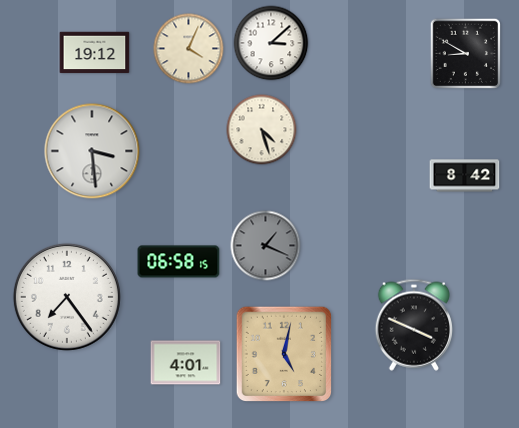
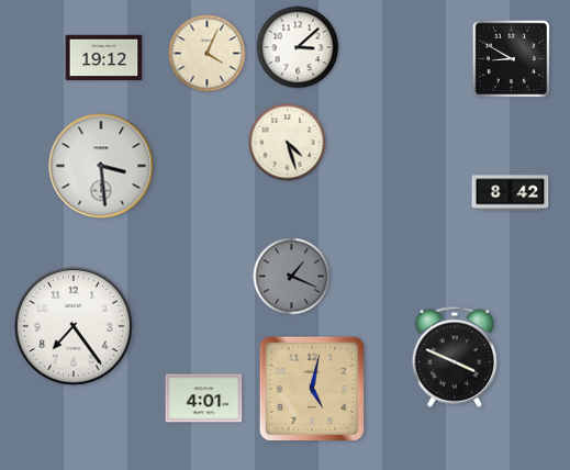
clock at (266, 246) position: (266, 246) -> (292, 277)
clock at (179, 262): 06:58 -> none
